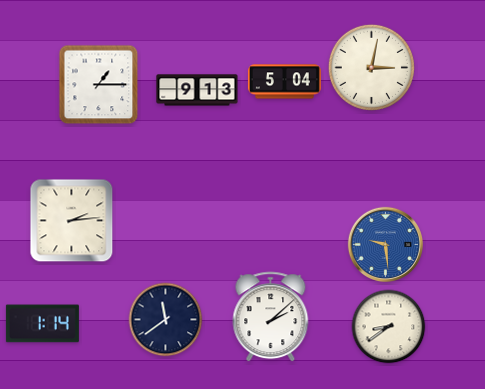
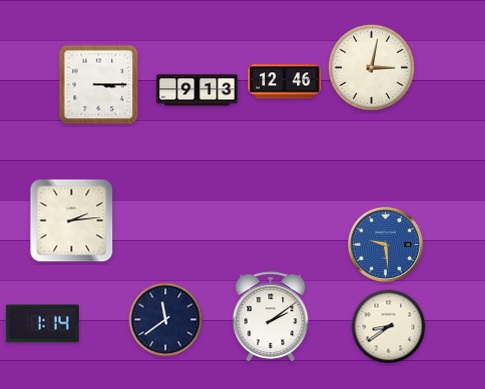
clock at (284, 82): 5:04 -> 12:46
clock at (99, 85): 1:15 -> 3:15
clock at (271, 317): 2:08 -> 2:09
